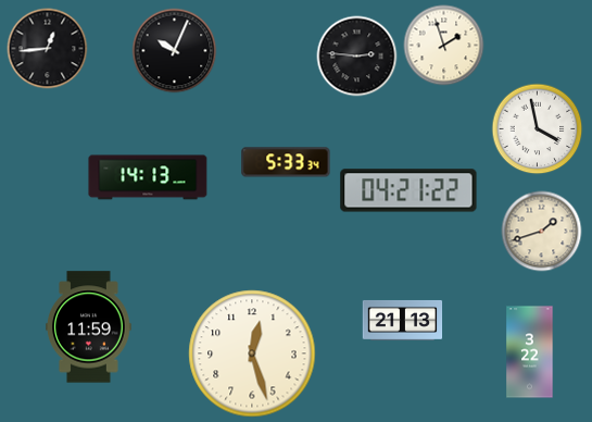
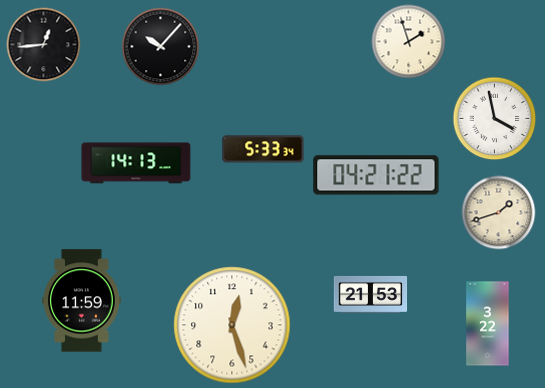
clock at (175, 51): 10:04 -> 10:07
clock at (357, 57): 2:46 -> none
clock at (403, 320): 21:13 -> 21:53
